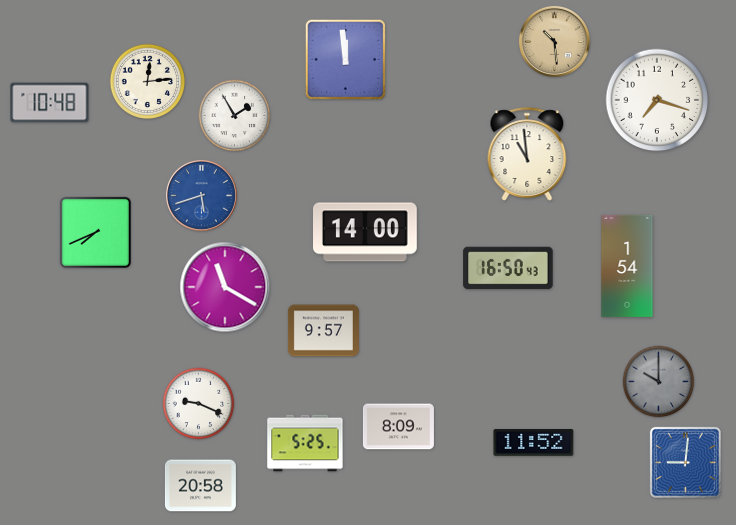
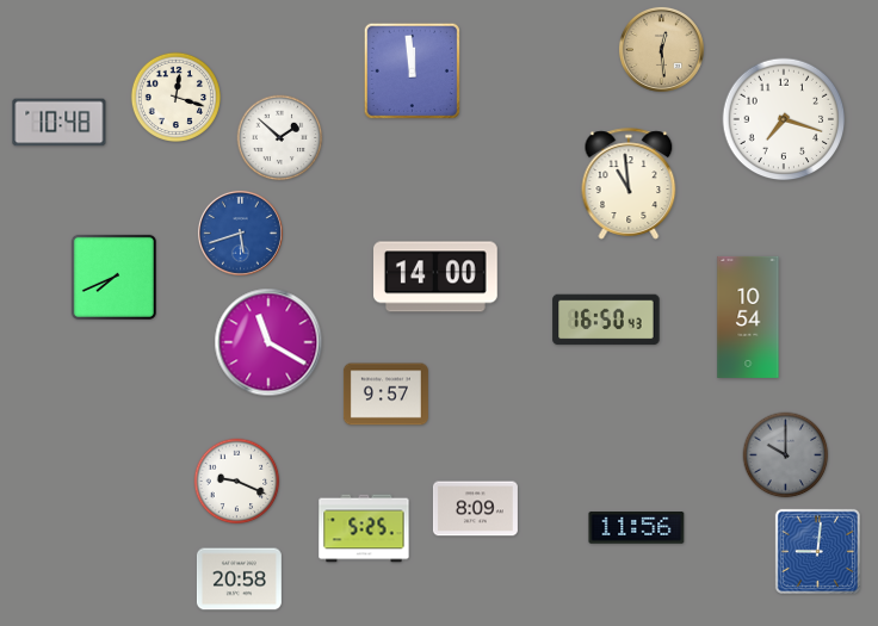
clock at (554, 41): 10:29 -> 12:29
clock at (147, 81): 12:14 -> 12:18
clock at (235, 116): 1:55 -> 1:52
clock at (627, 266): 1:54 -> 10:54
clock at (534, 443): 11:52 -> 11:56
